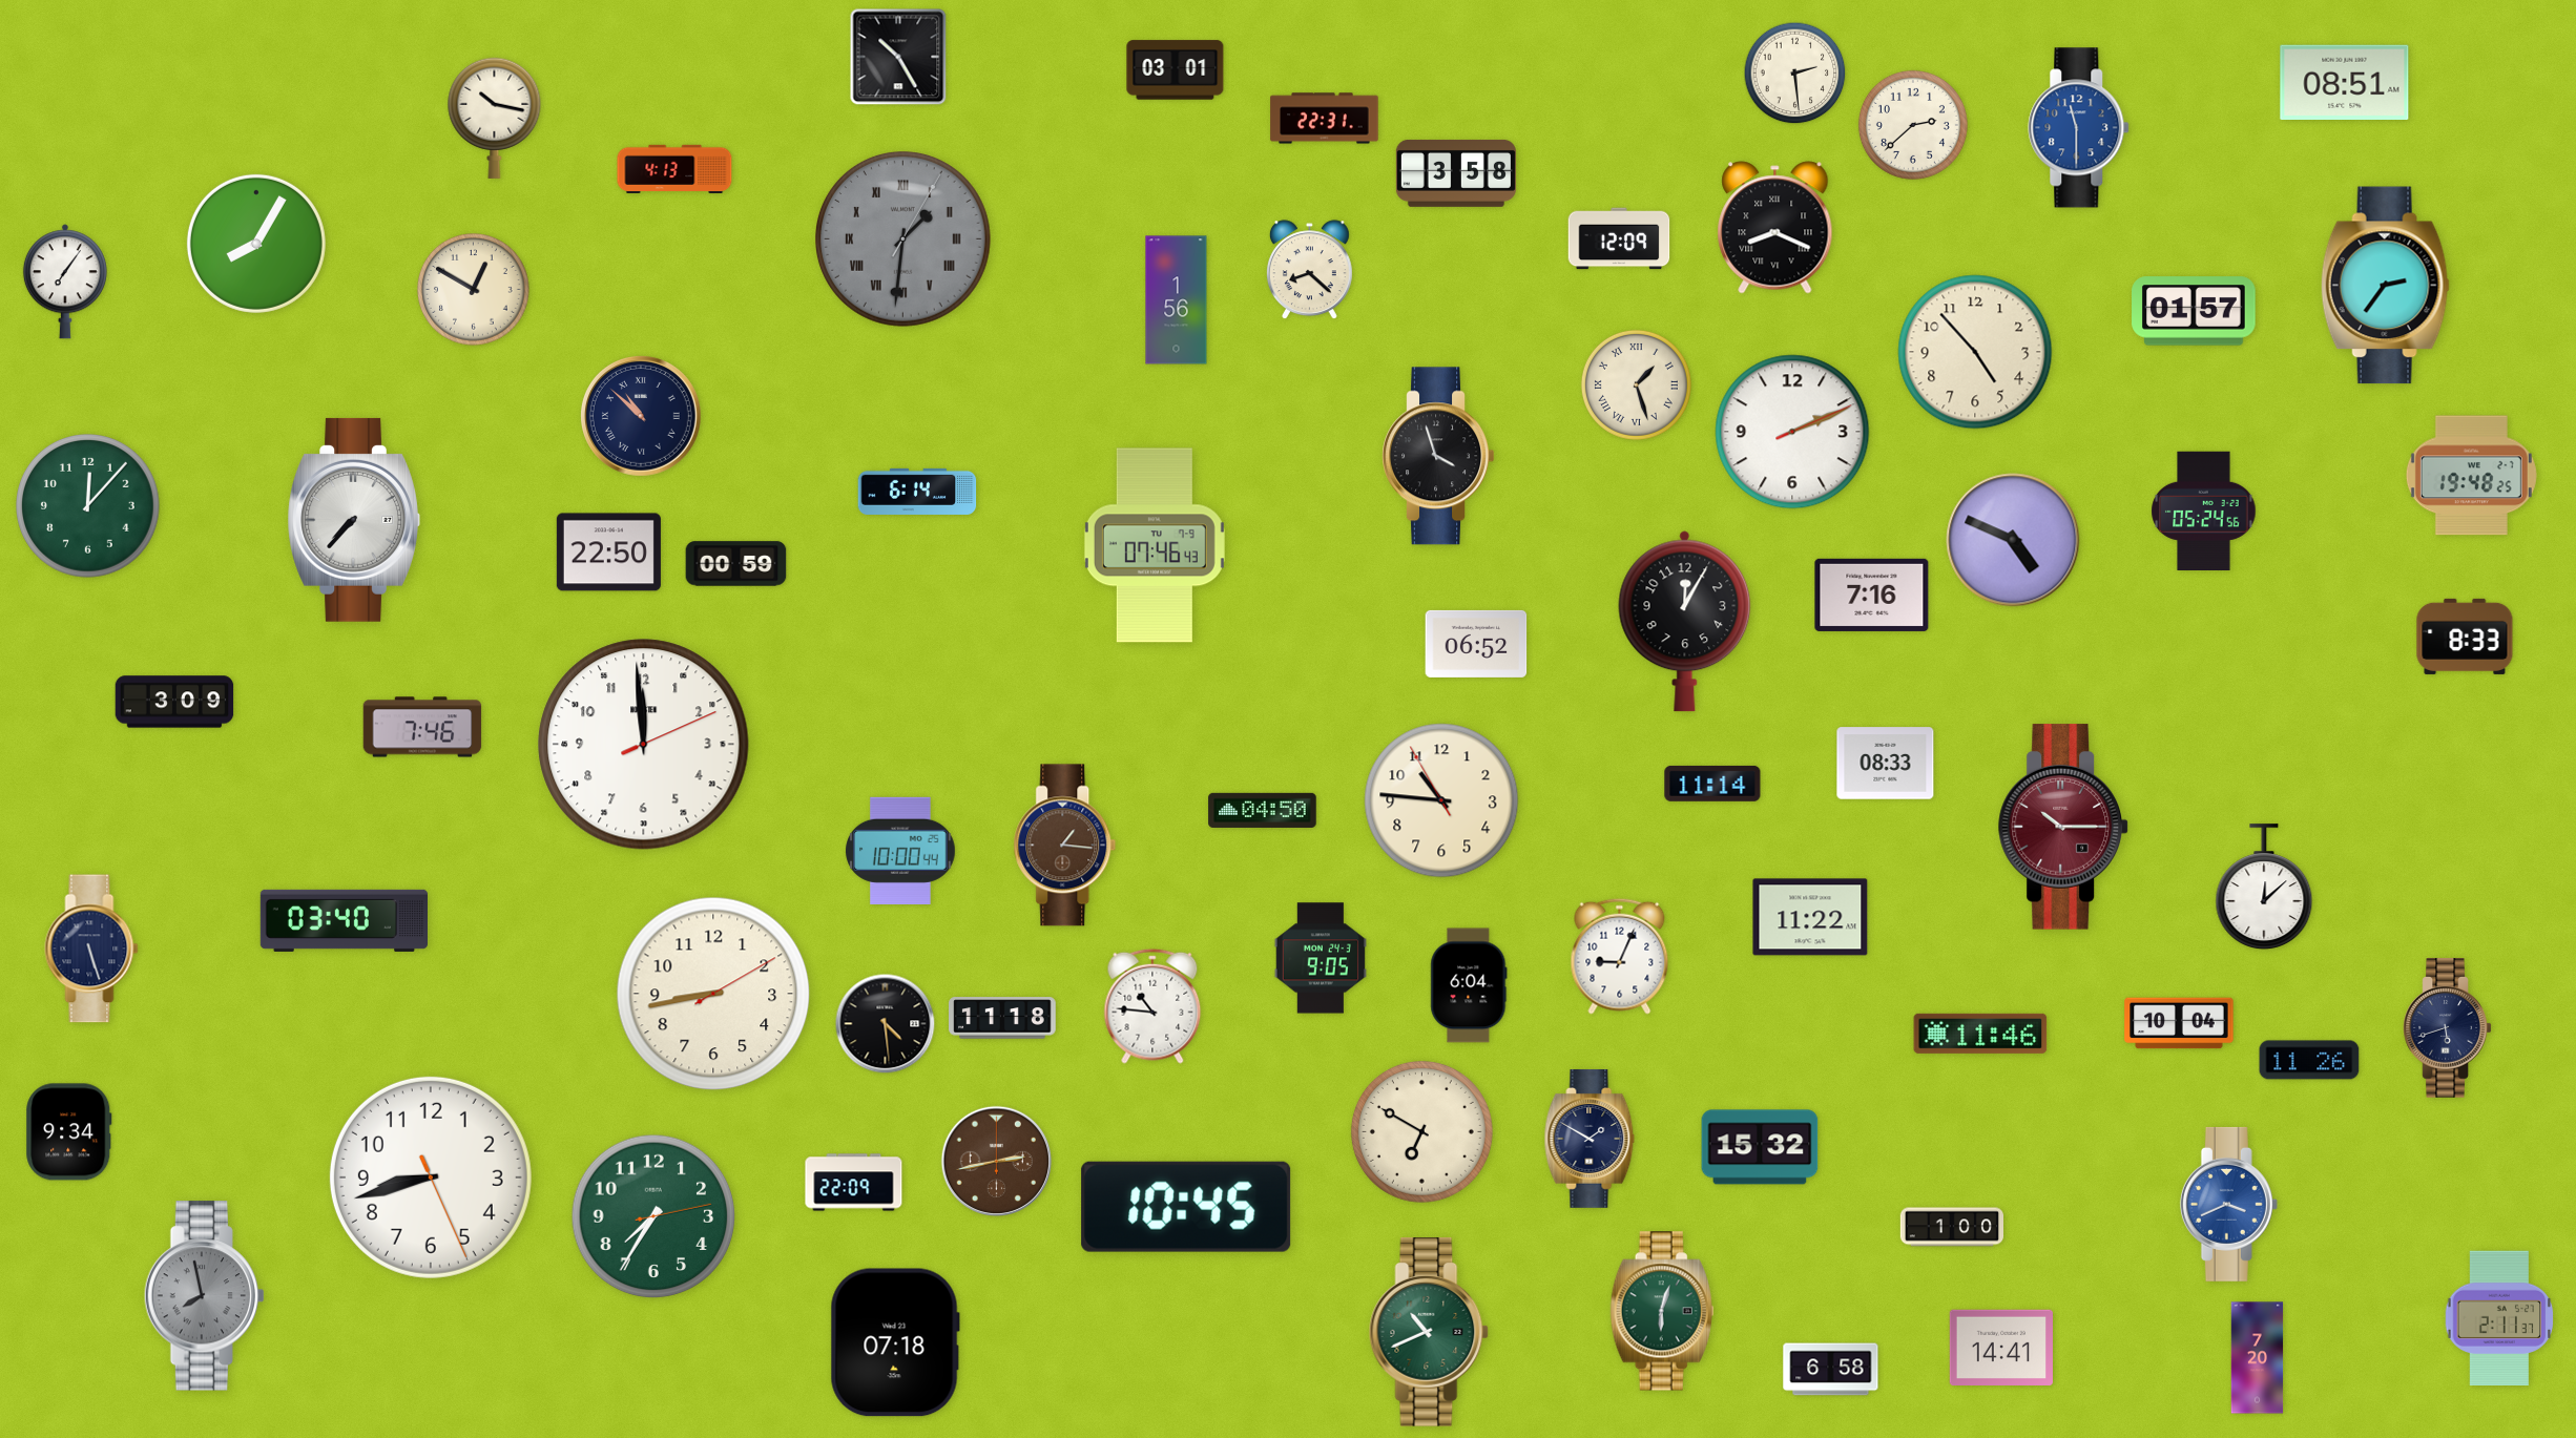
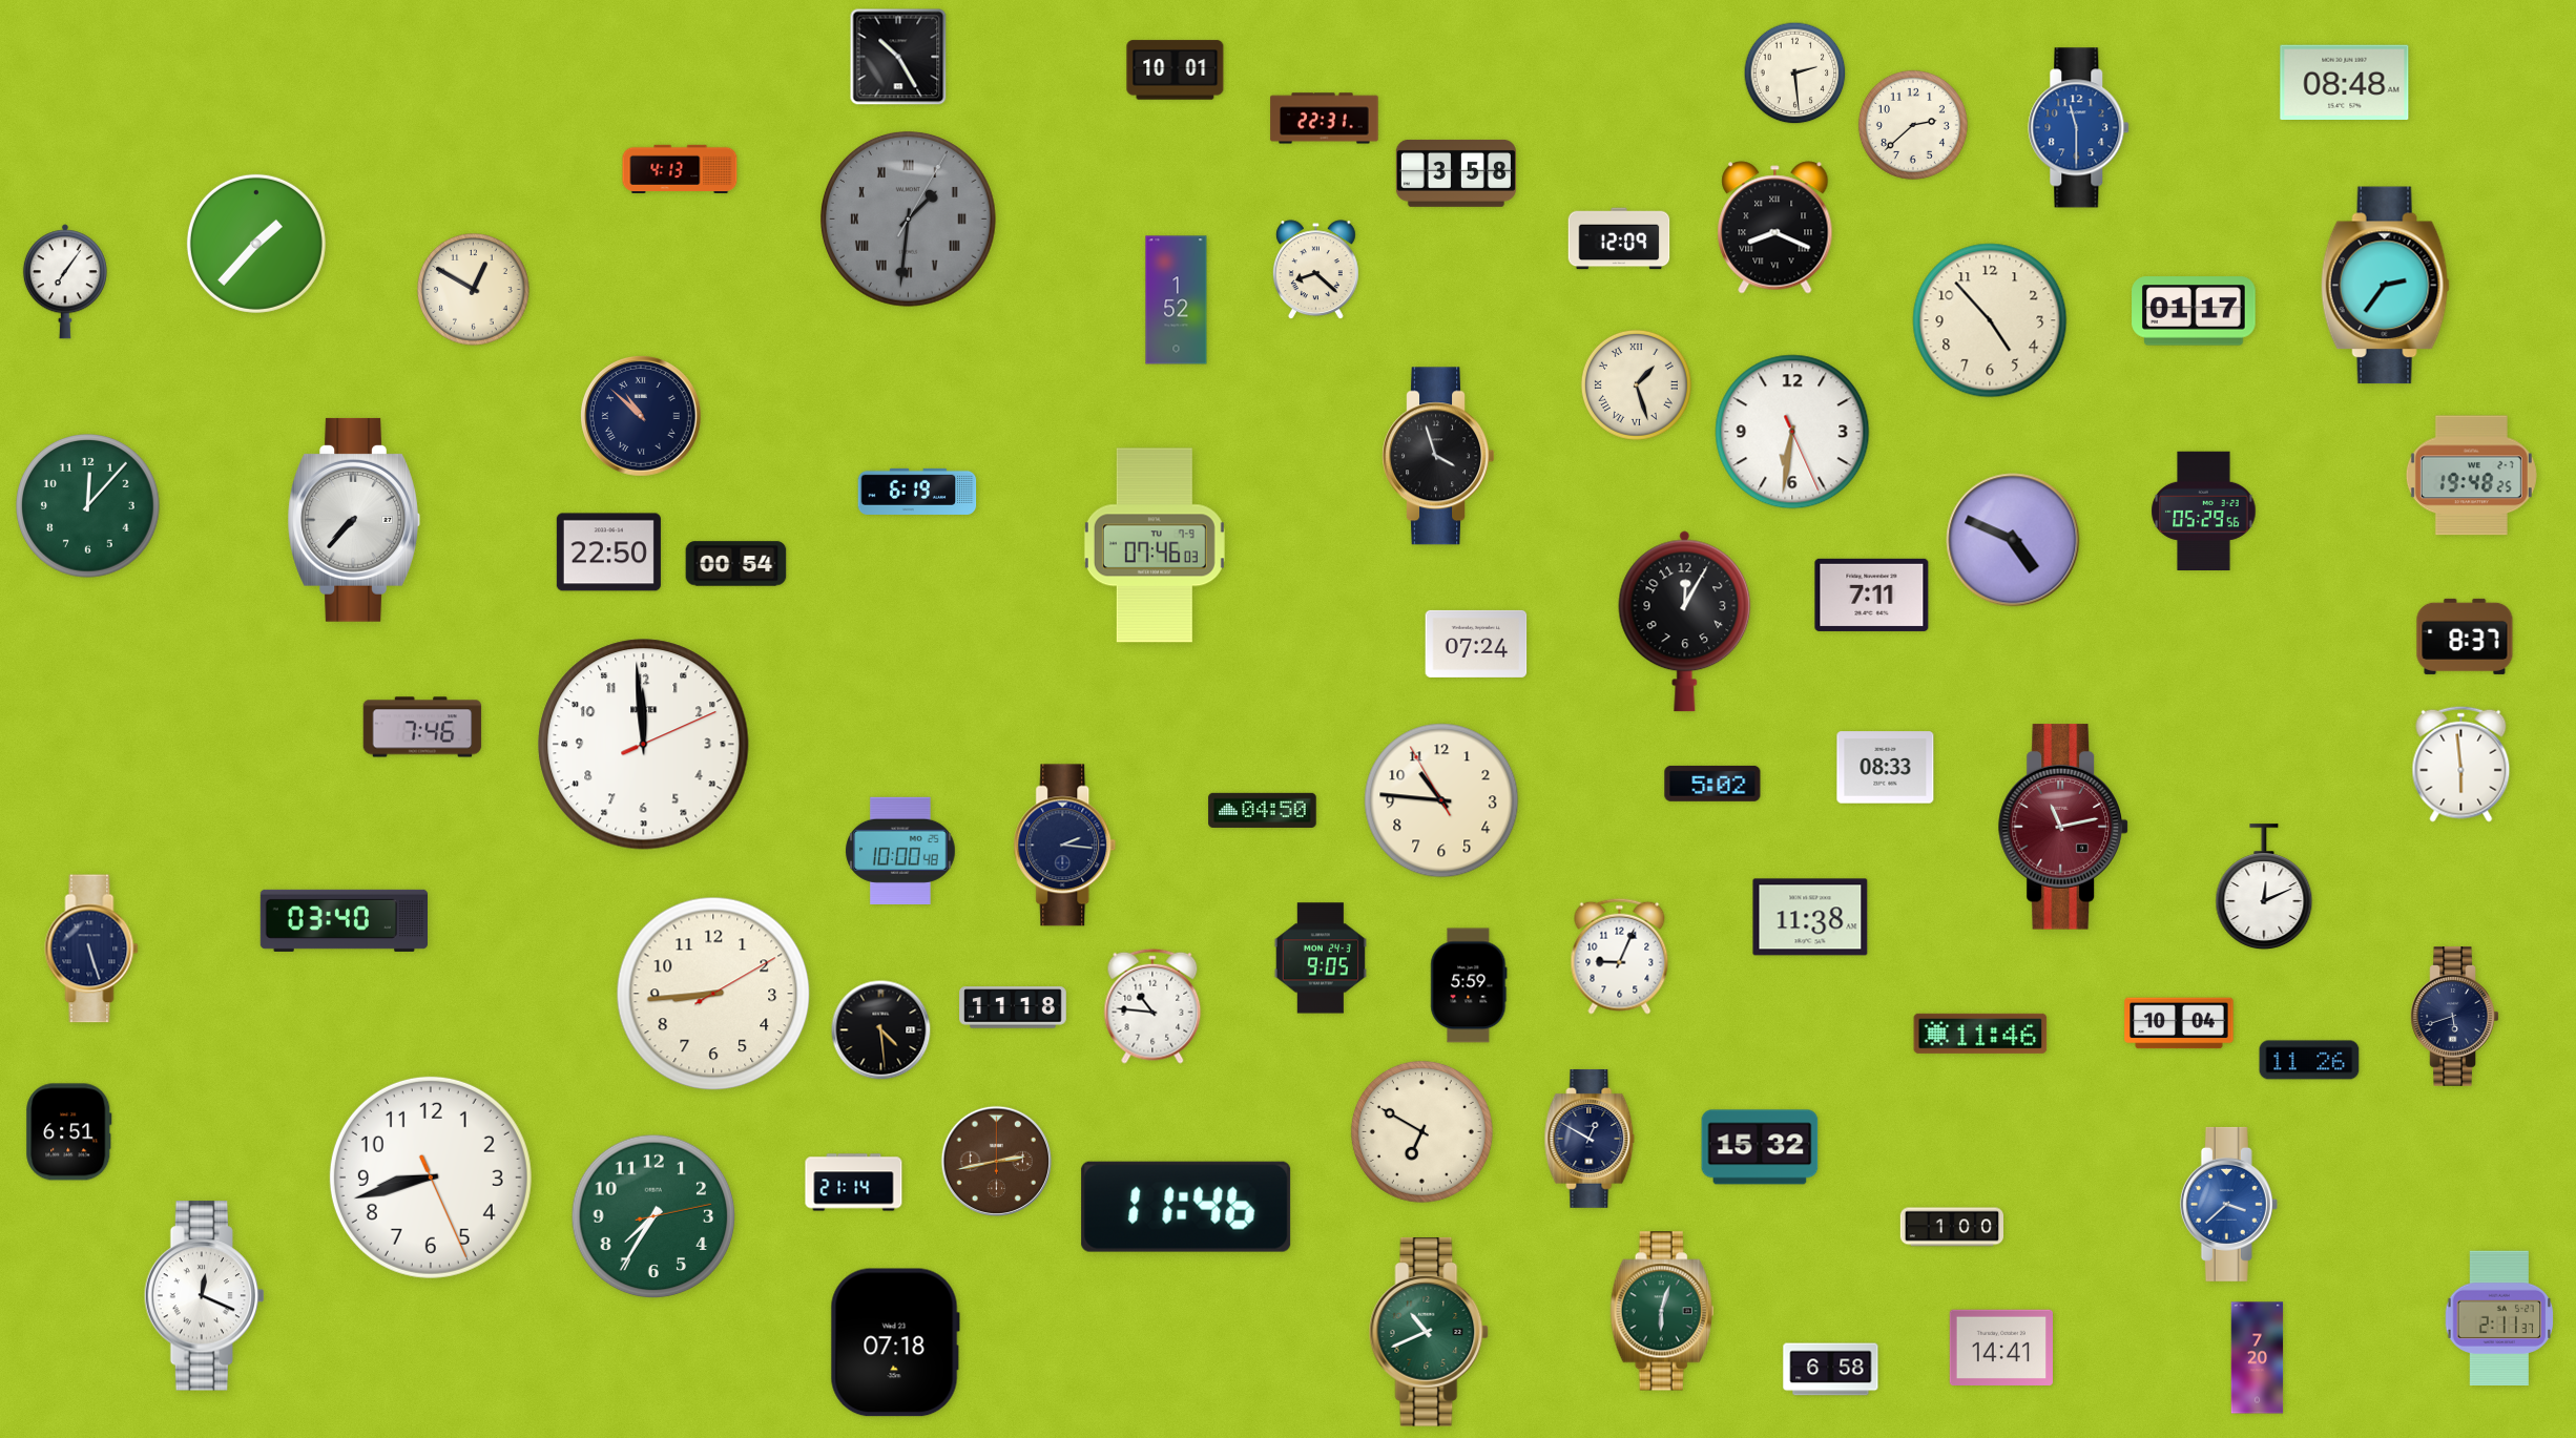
clock at (1176, 70): 03:01 -> 10:01
clock at (2345, 82): 08:51 -> 08:48
clock at (495, 118): 10:17 -> none
clock at (674, 168) position: (674, 168) -> (680, 168)
clock at (903, 239) position: (903, 239) -> (909, 220)
clock at (256, 244): 8:05 -> 1:37
clock at (1309, 270) position: (1309, 270) -> (1315, 270)
clock at (1177, 300): 1:56 -> 1:52
clock at (2194, 311): 01:57 -> 01:17
clock at (1975, 352) position: (1975, 352) -> (1990, 320)
clock at (1792, 432): 2:11 -> 6:31
clock at (917, 492): 6:14 -> 6:19
clock at (2204, 510): 05:24 -> 05:29
clock at (1155, 545): 07:46:43 -> 07:46:03
clock at (736, 564): 00:59 -> 00:54
clock at (1872, 595): 7:16 -> 7:11
clock at (2465, 637): 8:33 -> 8:37
clock at (1476, 644): 06:52 -> 07:24
clock at (174, 702): 3:09 -> none
clock at (1886, 764) position: (1886, 764) -> (1886, 768)
clock at (2461, 764): none -> 5:59
clock at (1712, 784): 11:14 -> 5:02
clock at (2063, 827): 10:15 -> 11:13
clock at (1065, 846): 1:16 -> 2:16
clock at (1065, 846) dial: brown -> navy
clock at (900, 851): 10:00:44 -> 10:00:48
clock at (2264, 888): 12:08 -> 12:11
clock at (1810, 917): 11:22 -> 11:38
clock at (1469, 985): 6:04 -> 5:59
clock at (713, 994): 8:43 -> 8:44
clock at (1002, 1018) position: (1002, 1018) -> (1013, 1007)
clock at (886, 1024) position: (886, 1024) -> (881, 1030)
clock at (2448, 1028) position: (2448, 1028) -> (2455, 1017)
clock at (69, 1132): 9:34 -> 6:51
clock at (1590, 1139): 1:50 -> 12:50
clock at (854, 1183): 22:09 -> 21:14
clock at (2228, 1204): 3:41 -> 3:38
clock at (1186, 1207): 10:45 -> 11:46
clock at (204, 1296): 7:58 -> 12:19
clock at (204, 1296) dial: grey -> white
